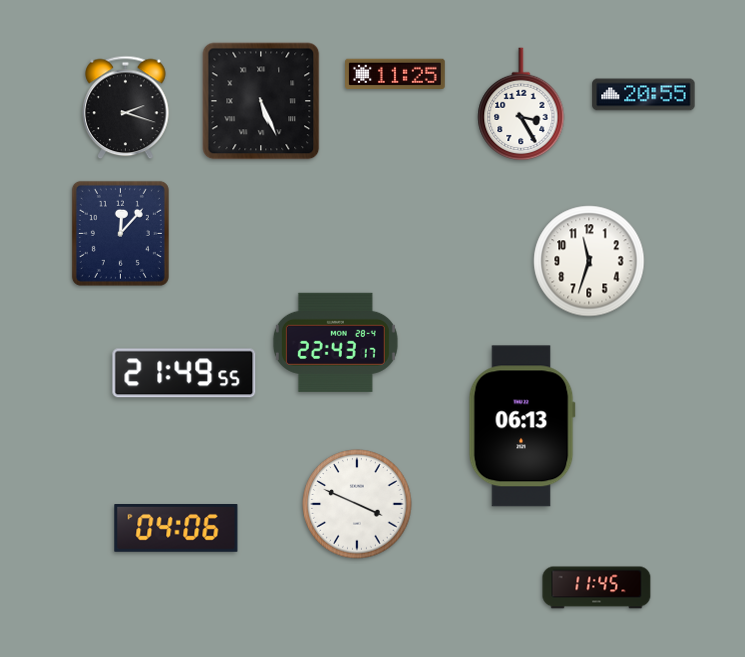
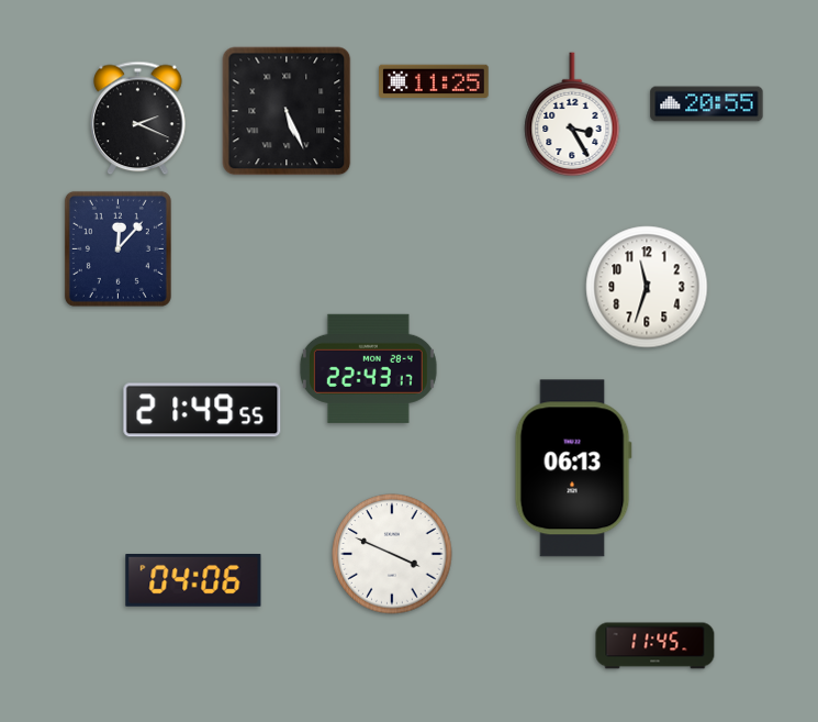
clock at (126, 108): 2:18 -> 2:19
clock at (120, 233) position: (120, 233) -> (117, 248)
clock at (335, 342) position: (335, 342) -> (368, 368)
